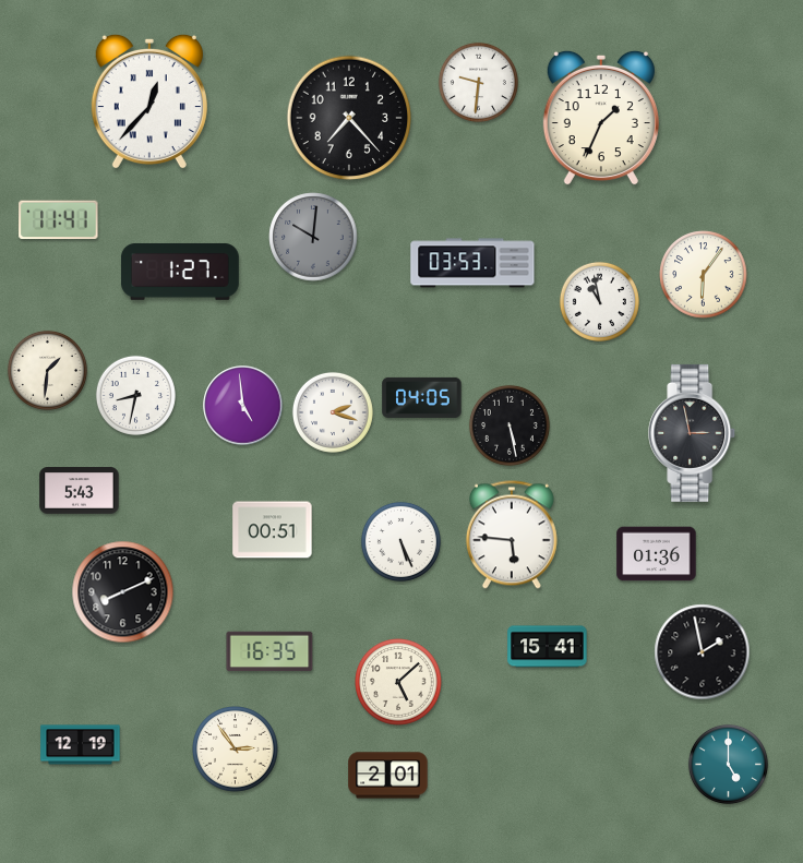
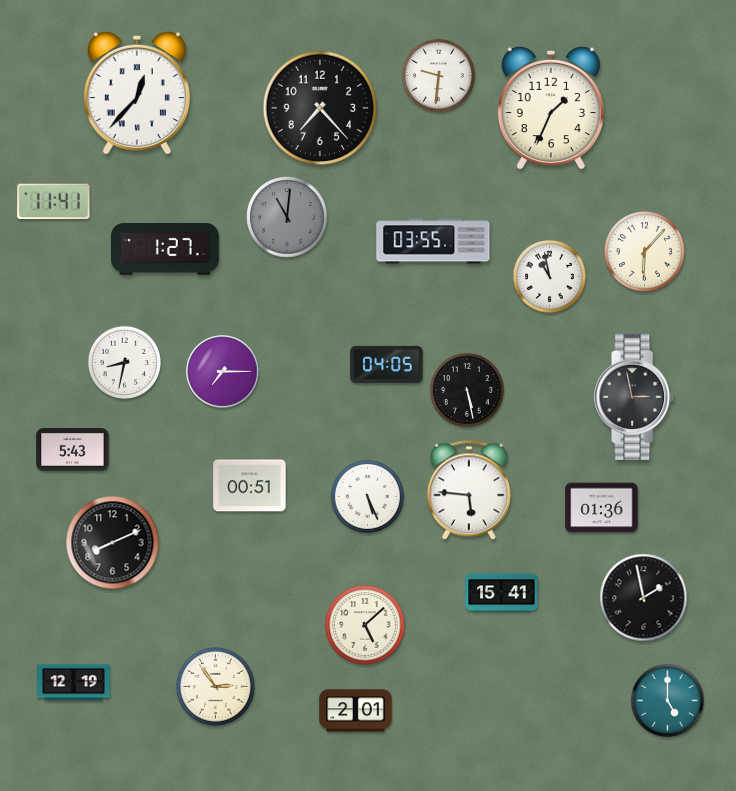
clock at (313, 237): 10:01 -> 11:01
clock at (472, 263): 03:53 -> 03:55
clock at (704, 275): 6:06 -> 6:07
clock at (47, 370): 1:31 -> none
clock at (243, 406): 4:59 -> 7:15
clock at (333, 412): 2:18 -> none
clock at (269, 651): 16:35 -> none
